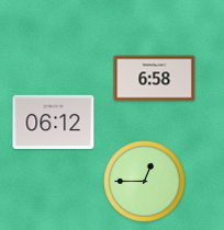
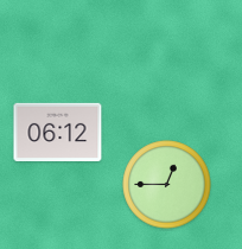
clock at (155, 79): 6:58 -> none
clock at (145, 182) position: (145, 182) -> (167, 185)
